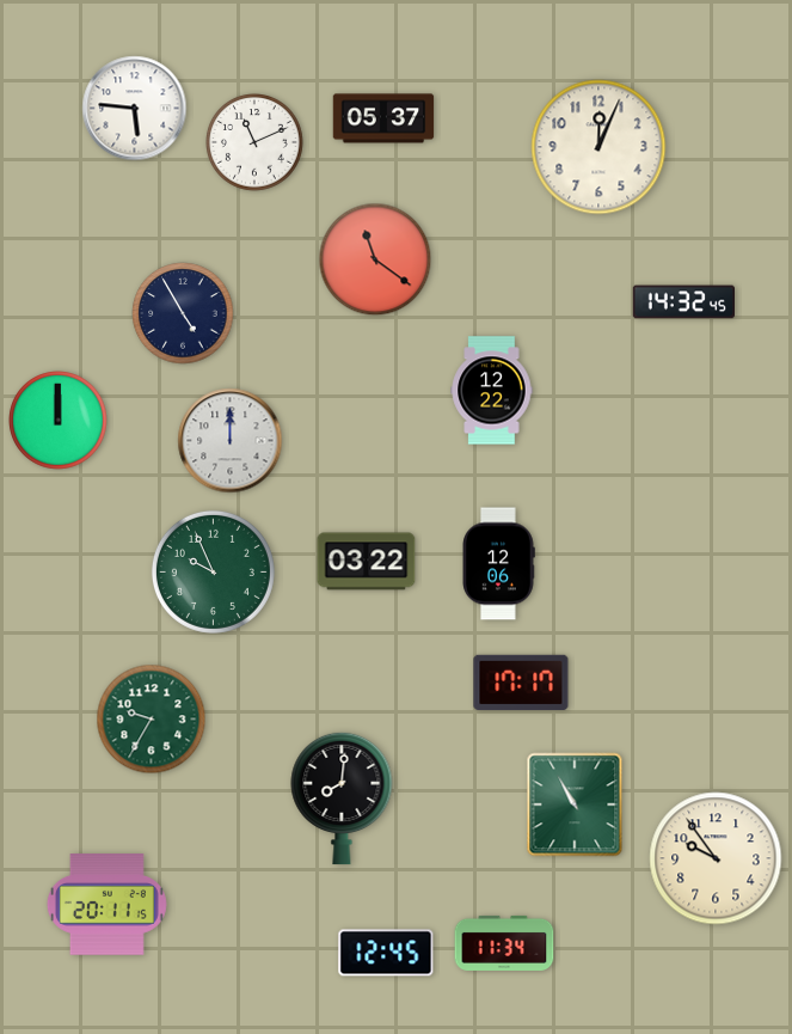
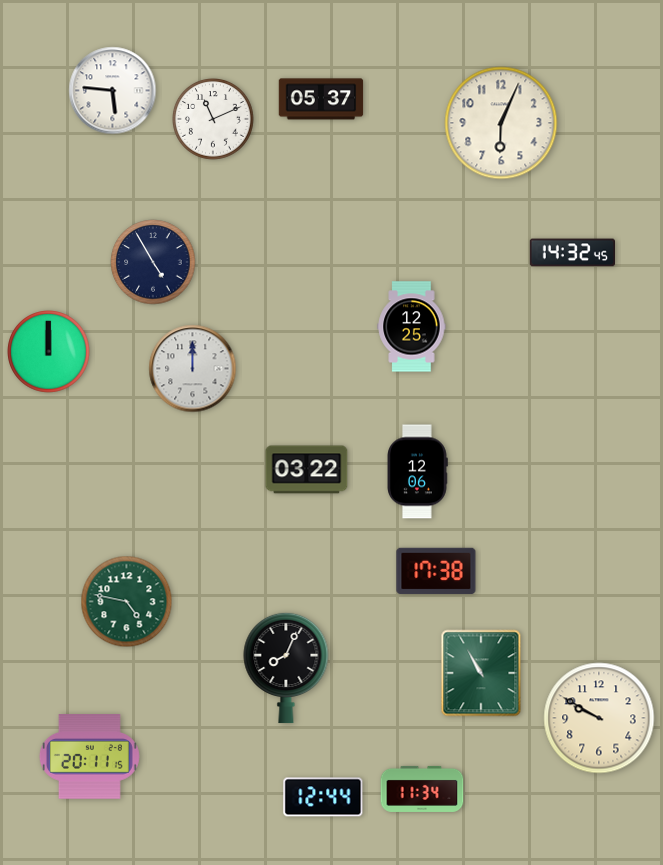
clock at (598, 147): 12:04 -> 6:04
clock at (375, 259): 11:21 -> none
clock at (492, 391): 12:22 -> 12:25
clock at (213, 571): 9:56 -> none
clock at (521, 683): 17:17 -> 17:38
clock at (152, 720): 9:35 -> 4:47
clock at (342, 799): 8:01 -> 8:04
clock at (716, 858): 9:54 -> 9:50
clock at (386, 953): 12:45 -> 12:44
